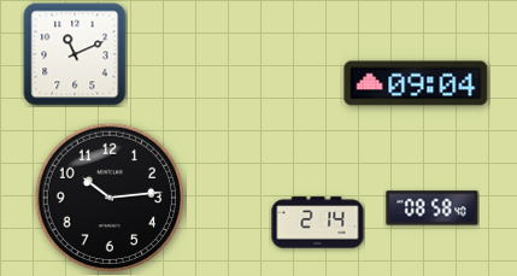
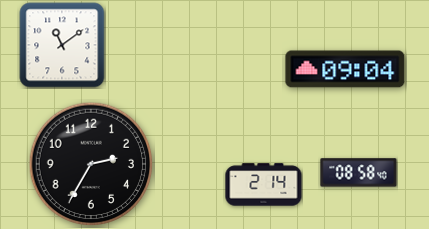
clock at (75, 54): 11:11 -> 11:09
clock at (110, 198): 10:14 -> 2:35
